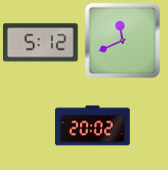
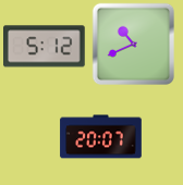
clock at (122, 40): 11:41 -> 10:41
clock at (93, 126): 20:02 -> 20:07
